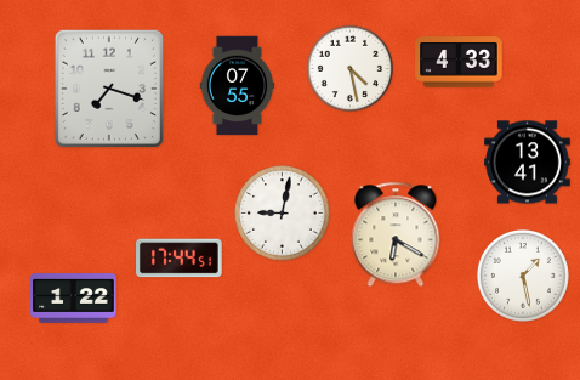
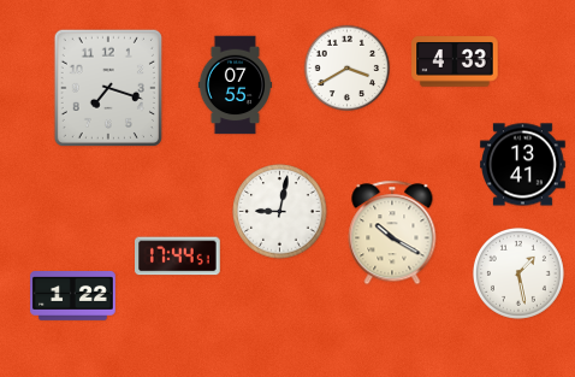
clock at (349, 68): 4:28 -> 3:40
clock at (528, 163) position: (528, 163) -> (523, 165)
clock at (396, 234): 6:20 -> 10:20
